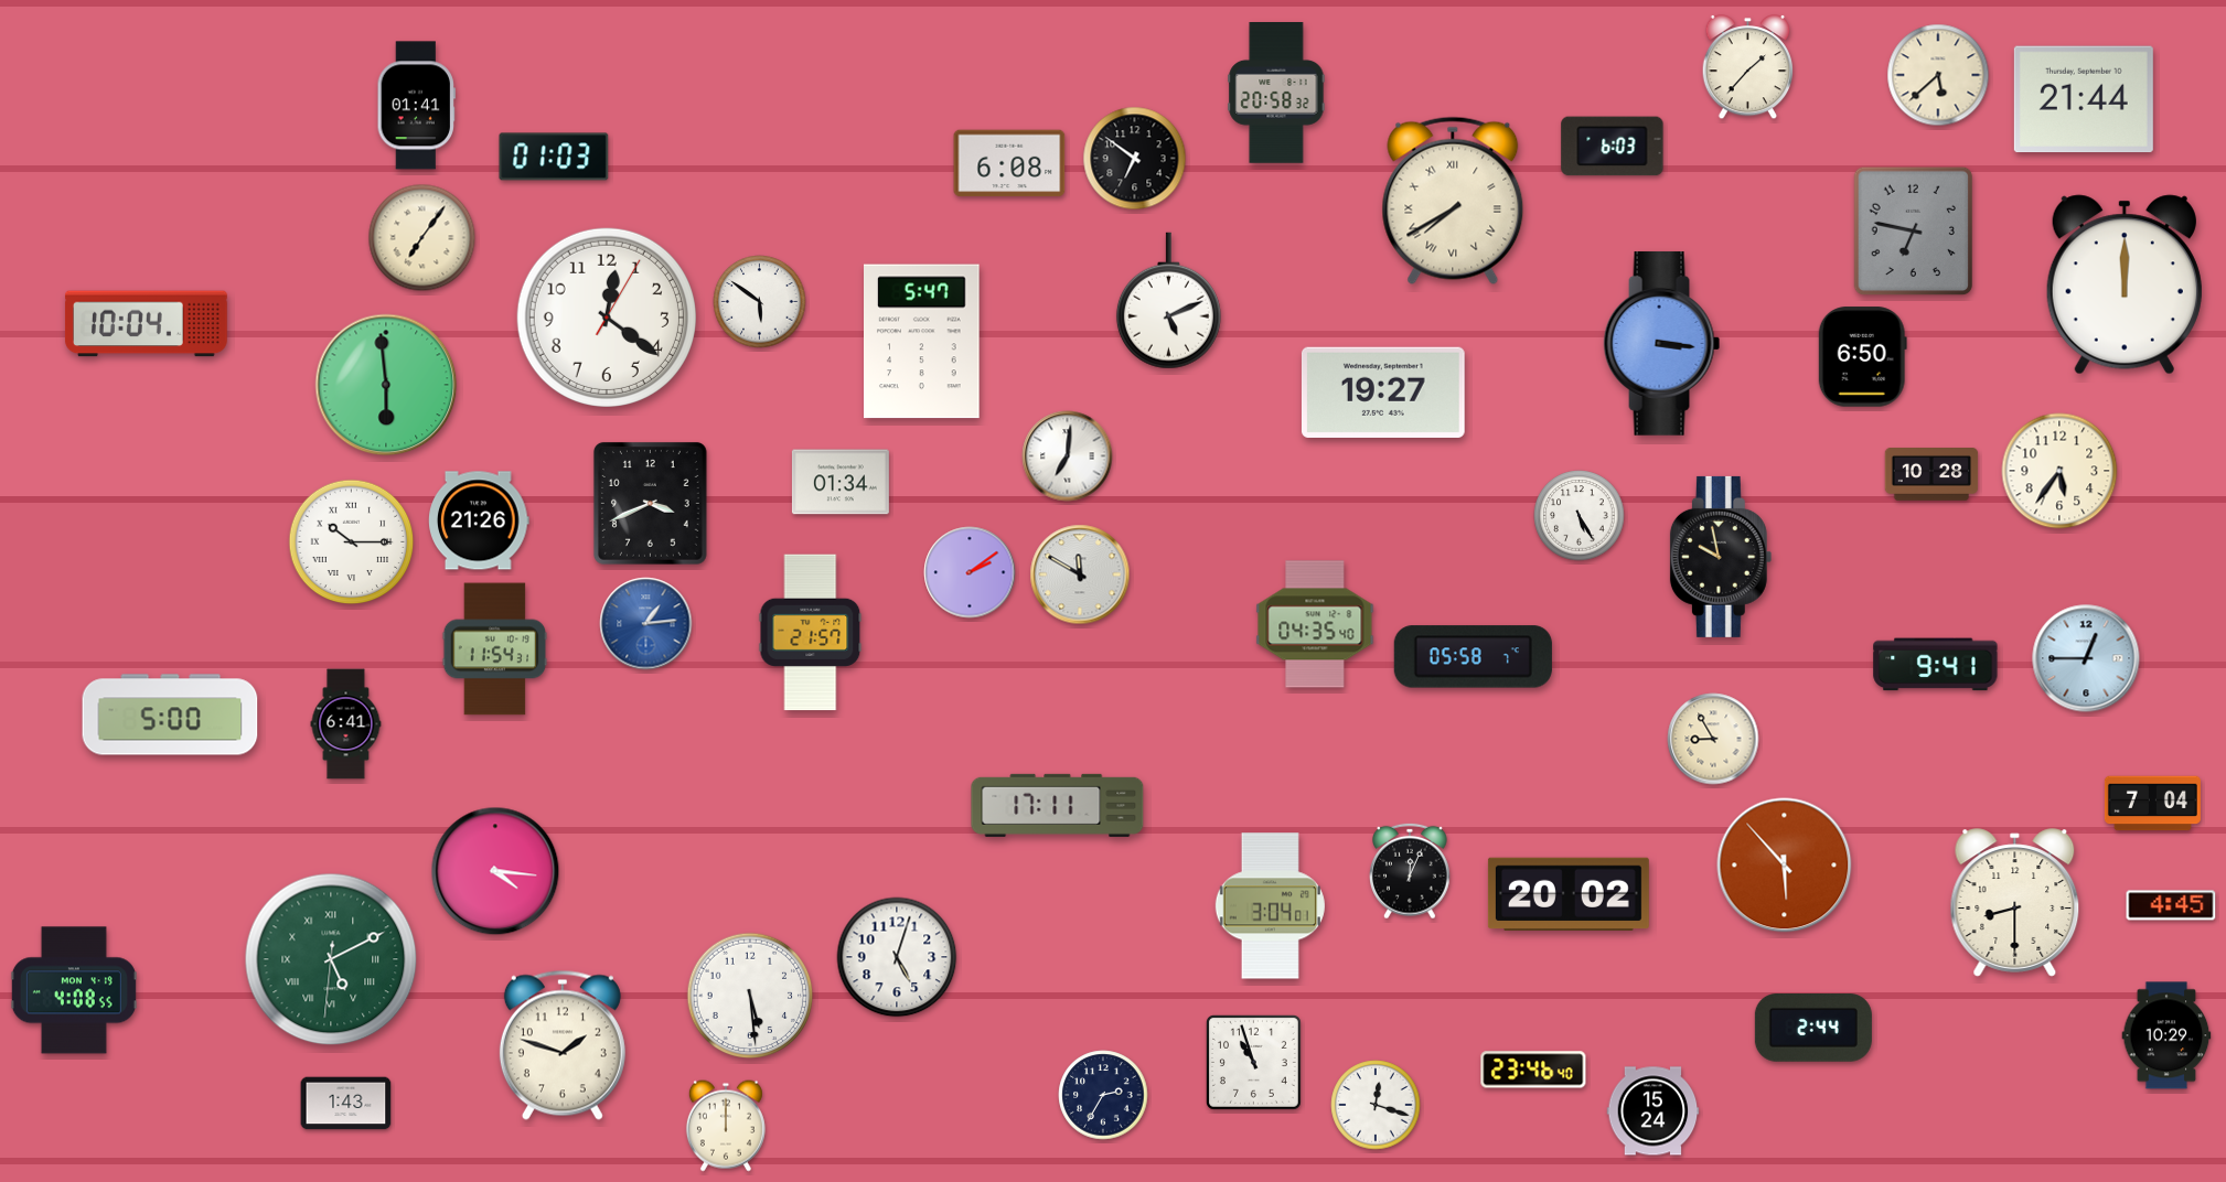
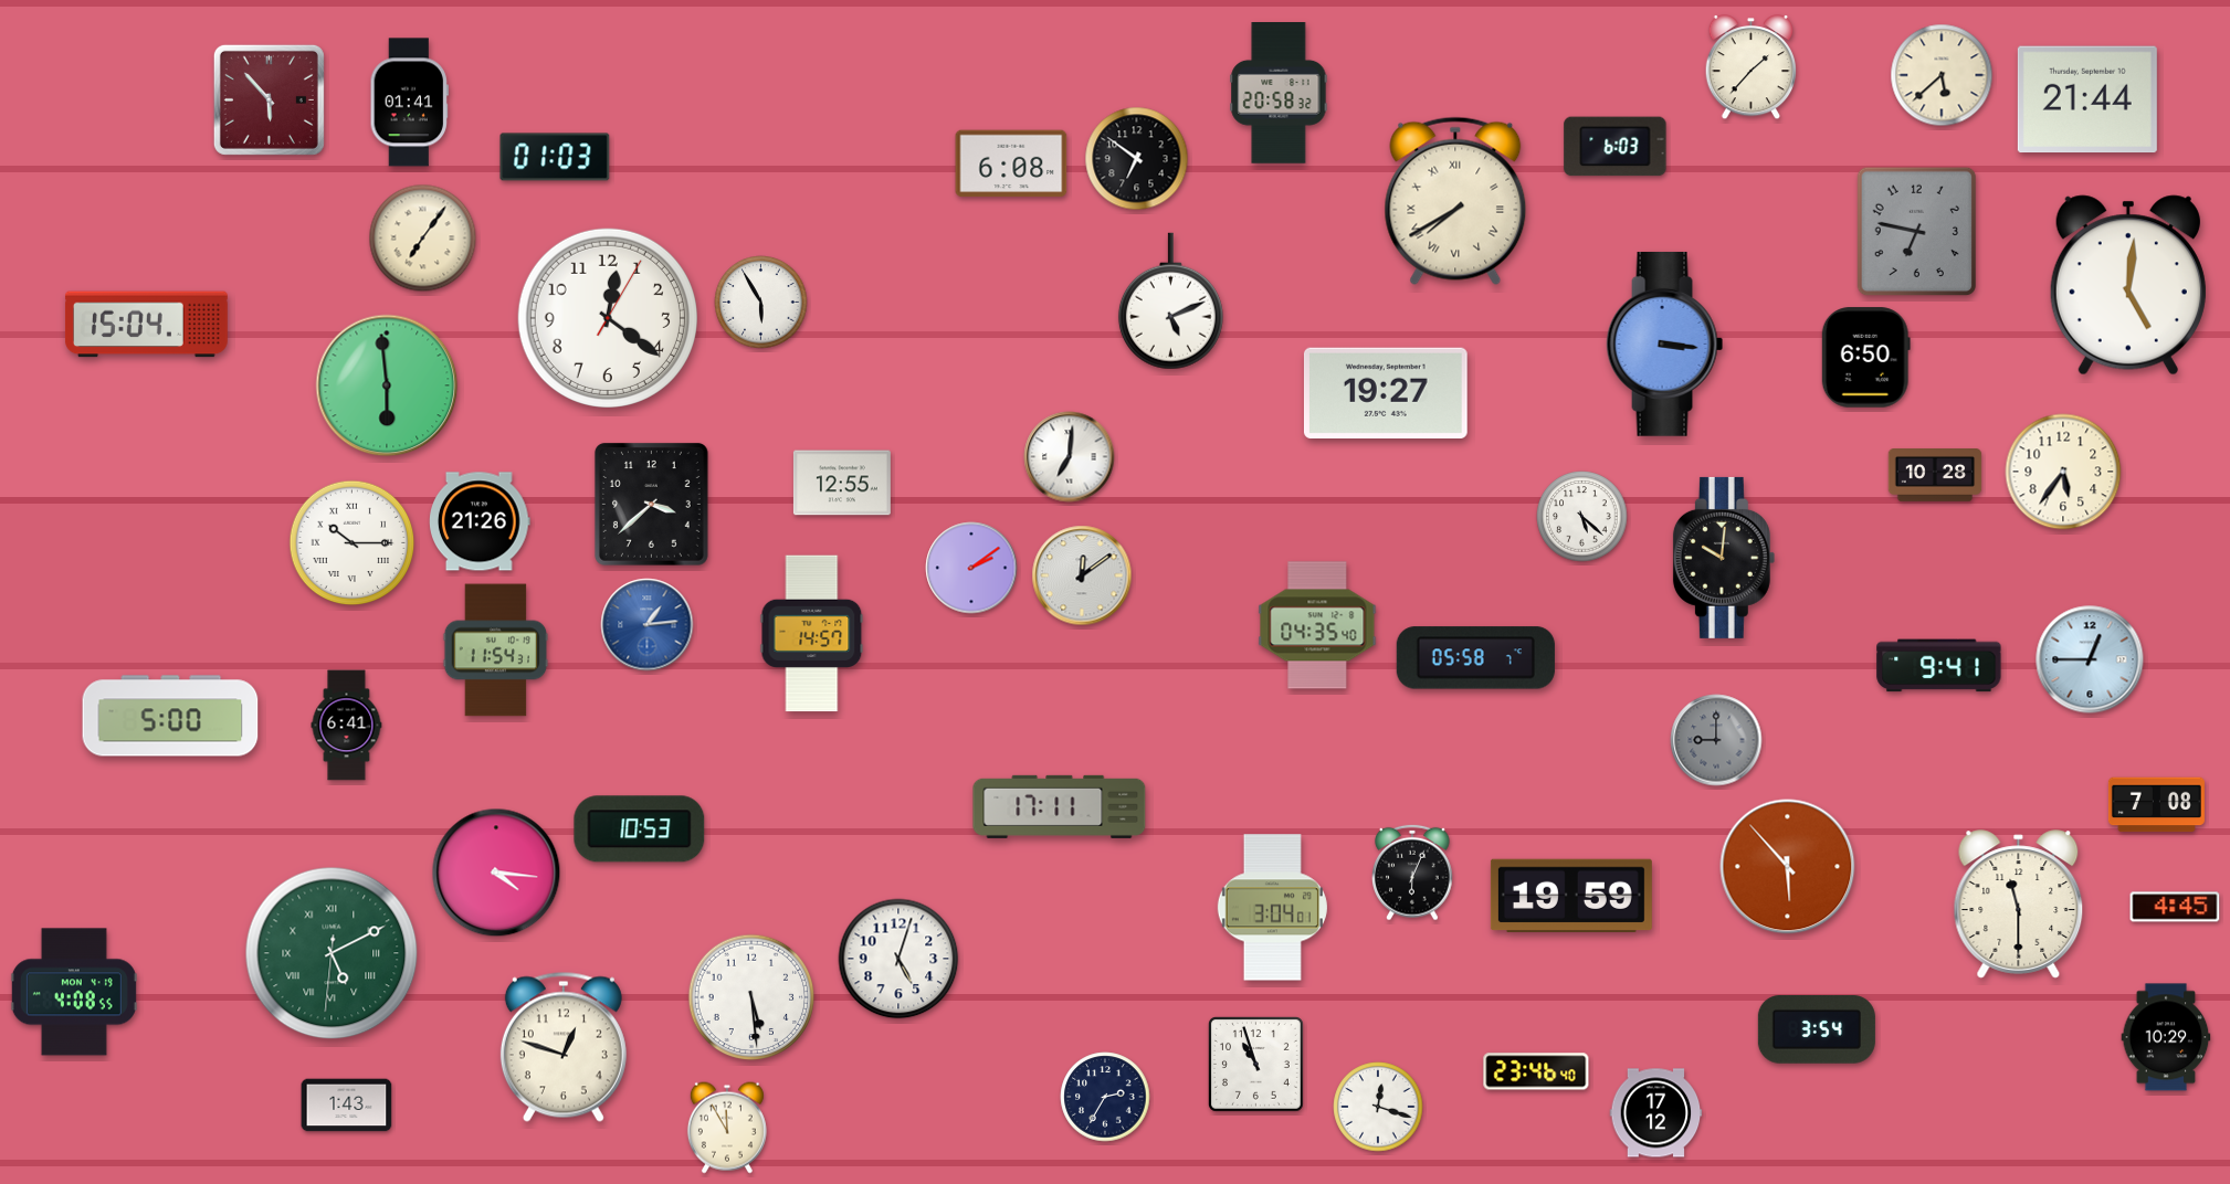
clock at (269, 99): none -> 5:53
clock at (416, 106) position: (416, 106) -> (409, 103)
clock at (2125, 284): 12:00 -> 5:01
clock at (760, 302): 5:51 -> 5:55
clock at (146, 324): 10:04 -> 15:04
clock at (922, 342): 5:47 -> none
clock at (841, 482): 01:34 -> 12:55
clock at (650, 503): 3:41 -> 3:38
clock at (1580, 516): 5:25 -> 5:22
clock at (1721, 557): 9:58 -> 10:01
clock at (970, 572) position: (970, 572) -> (971, 568)
clock at (1080, 574): 11:50 -> 12:09
clock at (811, 633): 21:57 -> 14:57
clock at (1713, 739): 8:55 -> 9:00
clock at (1713, 739) dial: cream -> grey
clock at (2152, 804): 7:04 -> 7:08
clock at (640, 829): none -> 10:53
clock at (1411, 871): 12:04 -> 6:04
clock at (1569, 893): 20:02 -> 19:59
clock at (2015, 903): 8:30 -> 11:30
clock at (331, 959) position: (331, 959) -> (332, 953)
clock at (1813, 1029): 2:44 -> 3:54
clock at (2166, 1035) position: (2166, 1035) -> (2166, 1037)
clock at (563, 1045): 1:48 -> 12:48
clock at (1654, 1111): 15:24 -> 17:12
clock at (726, 1126): 12:00 -> 11:55
